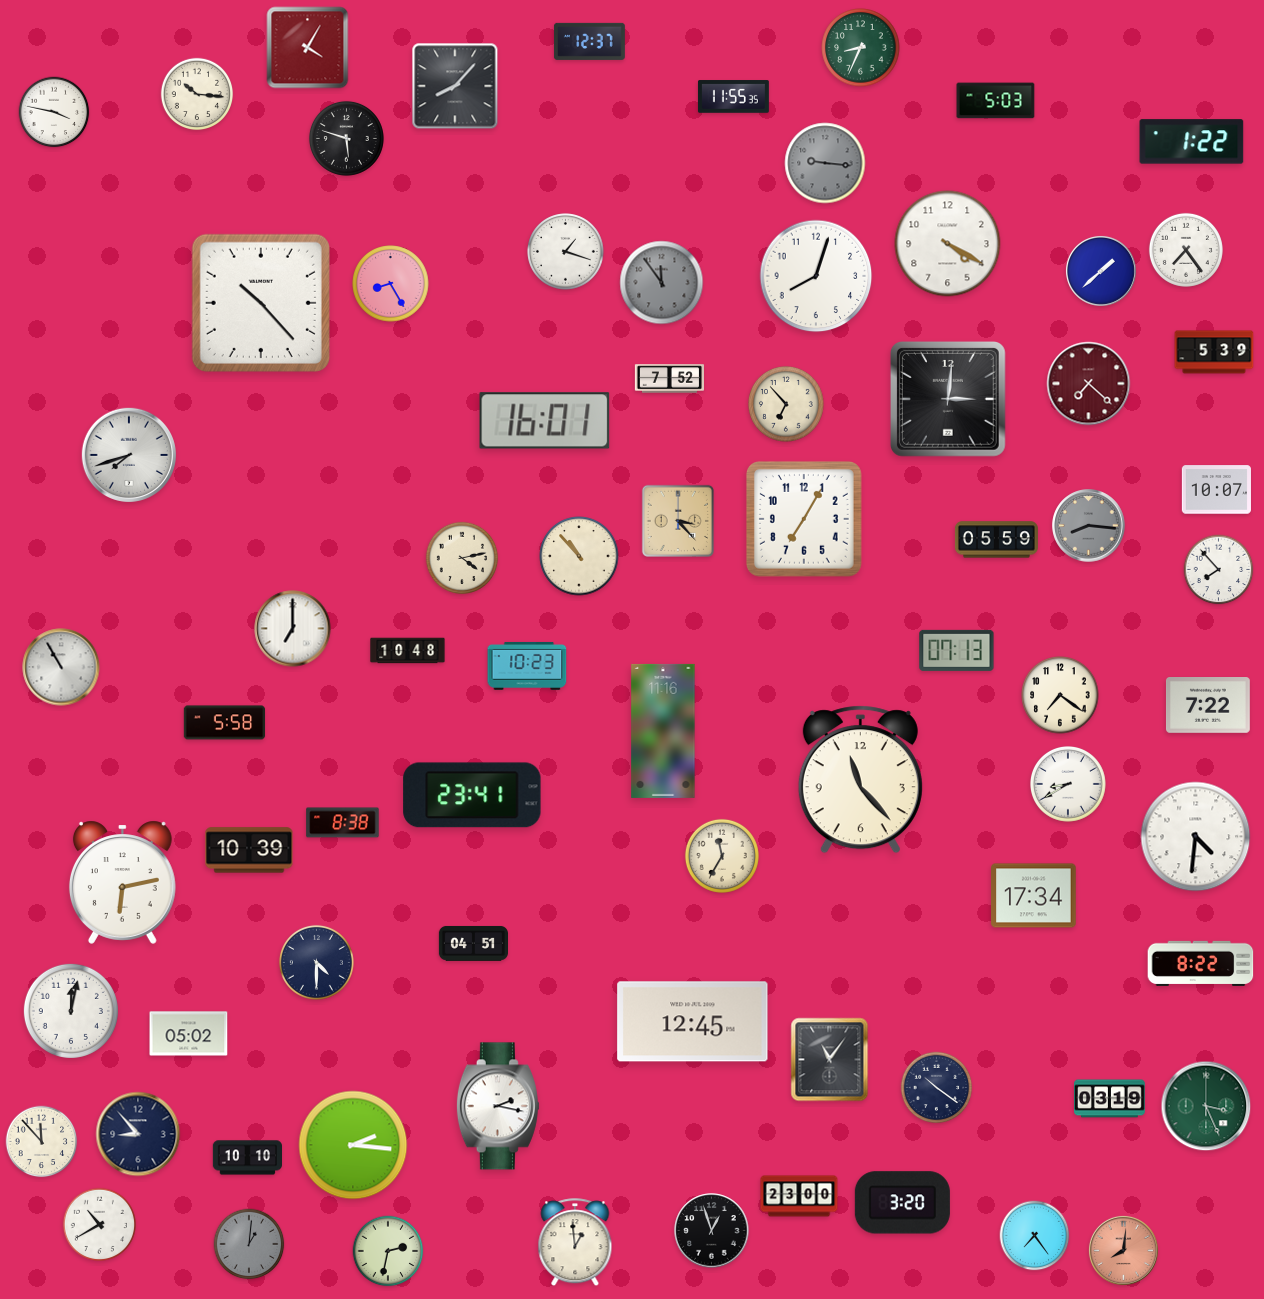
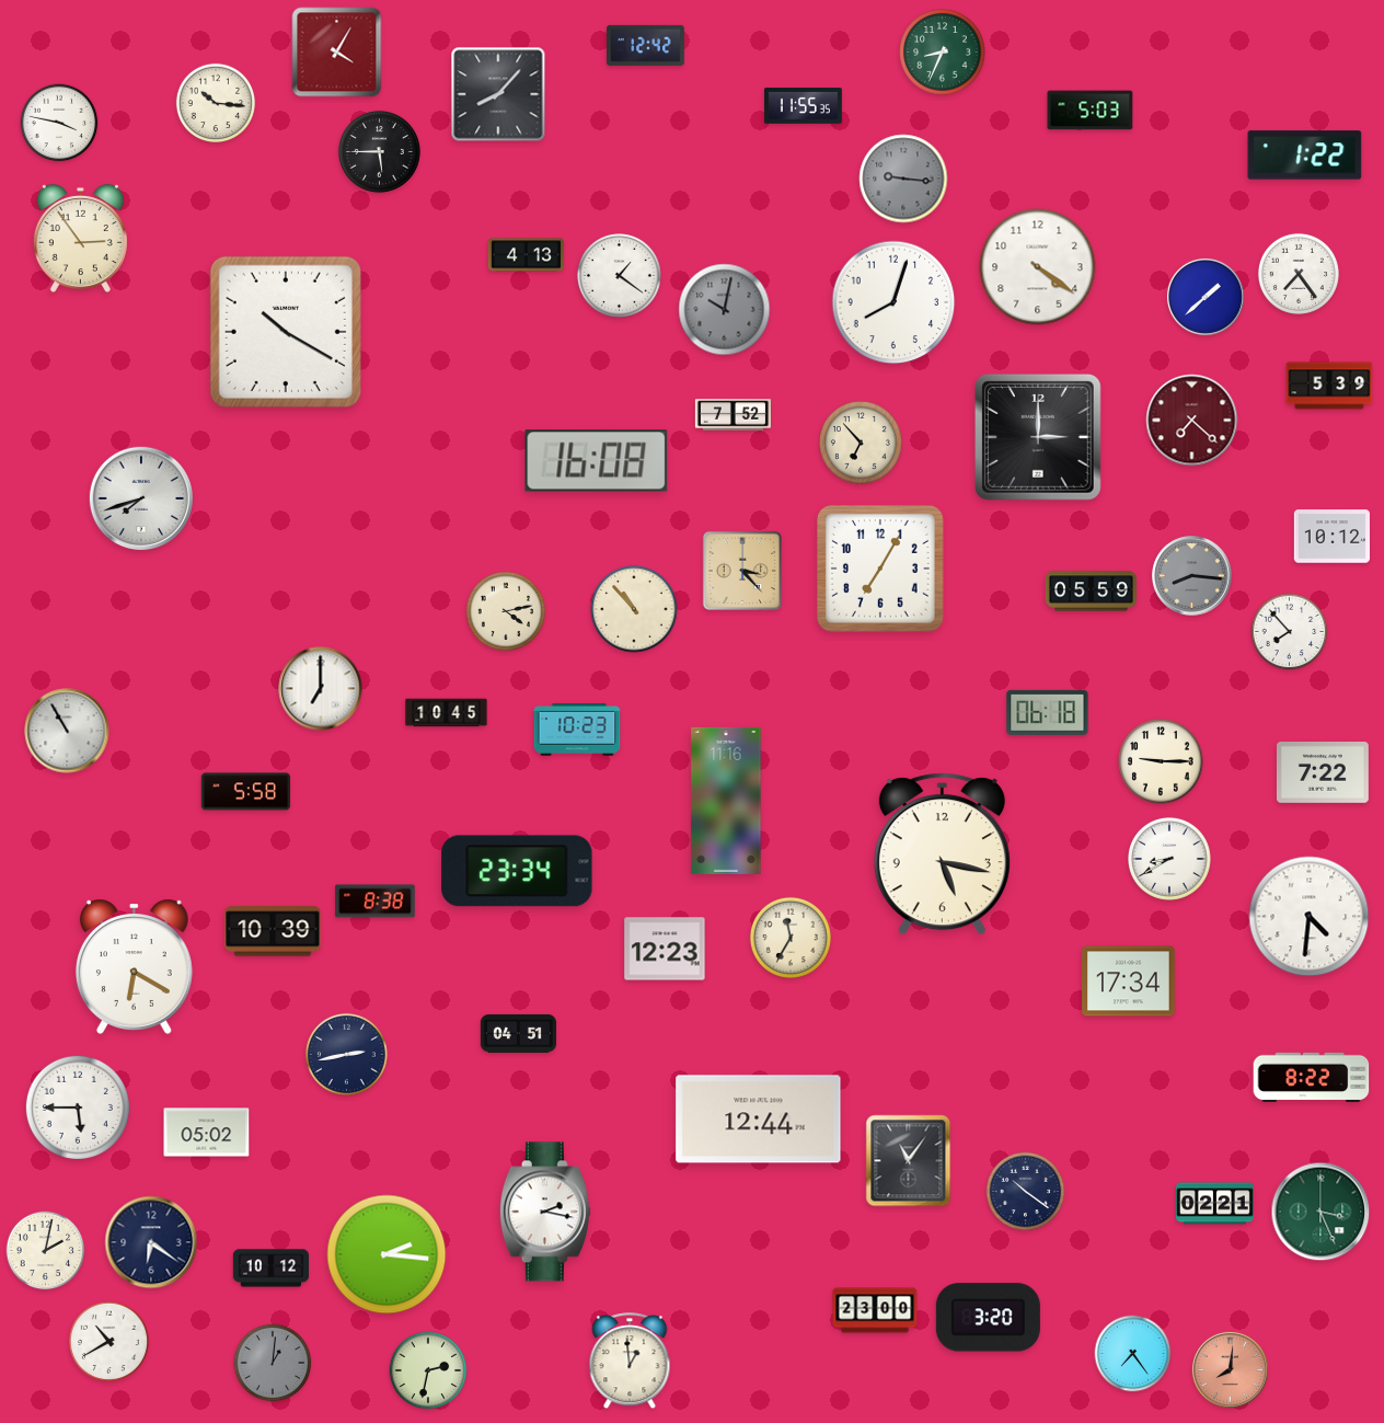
clock at (589, 41): 12:37 -> 12:42
clock at (346, 138): 5:48 -> 5:45
clock at (80, 238): none -> 2:54
clock at (526, 255): none -> 4:13
clock at (948, 244): 4:20 -> 4:21
clock at (566, 252): 1:18 -> 1:21
clock at (662, 283): 11:54 -> 10:02
clock at (391, 284): 8:25 -> none
clock at (261, 303): 10:23 -> 10:20
clock at (948, 399): 3:01 -> 3:00
clock at (545, 421): 16:01 -> 16:08
clock at (1216, 490): 10:07 -> 10:12
clock at (1219, 570) position: (1219, 570) -> (1290, 632)
clock at (957, 650): 07:13 -> 06:18
clock at (408, 651): 10:48 -> 10:45
clock at (1060, 695): 7:21 -> 9:15
clock at (860, 780): 11:23 -> 5:17
clock at (472, 795): 23:41 -> 23:34
clock at (665, 949): none -> 12:23
clock at (122, 882): 6:13 -> 6:20
clock at (1034, 896) position: (1034, 896) -> (1129, 982)
clock at (316, 962): 4:30 -> 2:43
clock at (1201, 963) position: (1201, 963) -> (1312, 1077)
clock at (71, 1011): 12:02 -> 5:45
clock at (693, 1022): 12:45 -> 12:44
clock at (1110, 1099): 03:19 -> 02:21
clock at (138, 1134): 8:53 -> 6:21
clock at (42, 1142): 11:53 -> 2:02
clock at (247, 1158): 10:10 -> 10:12
clock at (712, 1231): 12:57 -> none
clock at (388, 1251) position: (388, 1251) -> (428, 1370)
